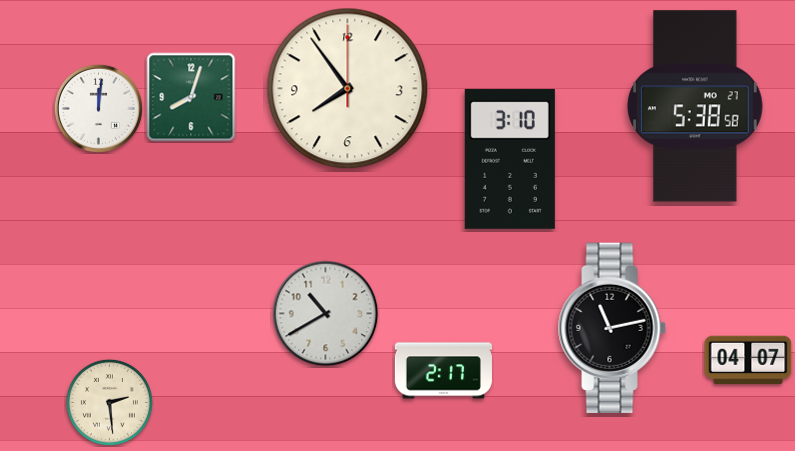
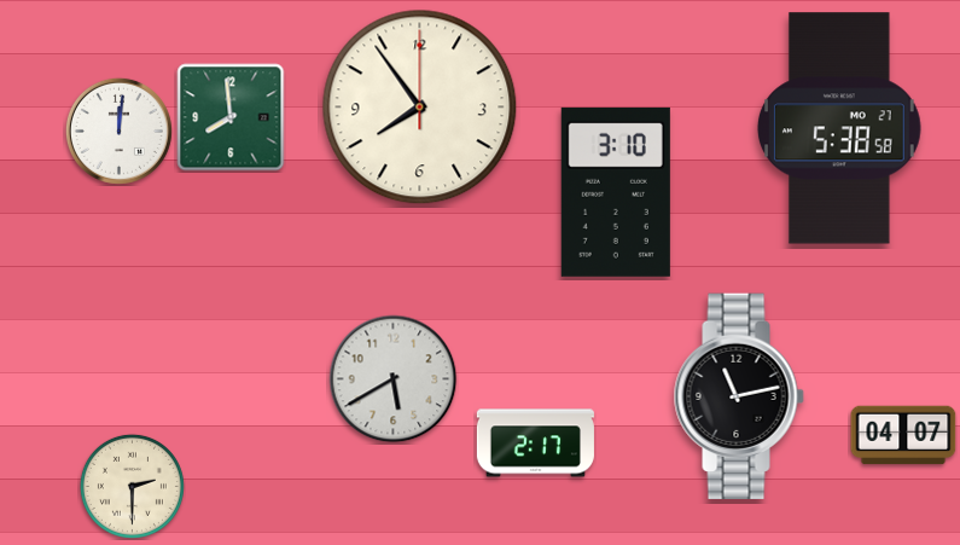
clock at (191, 97): 8:03 -> 7:59
clock at (326, 314): 10:40 -> 5:40
clock at (443, 371) position: (443, 371) -> (535, 443)
clock at (109, 402): 2:29 -> 2:30
